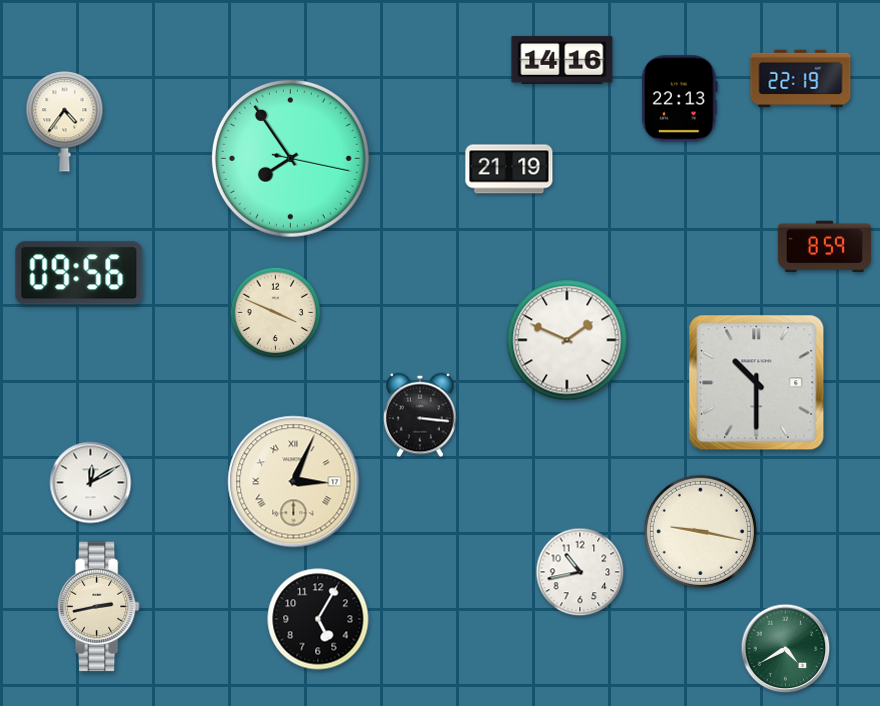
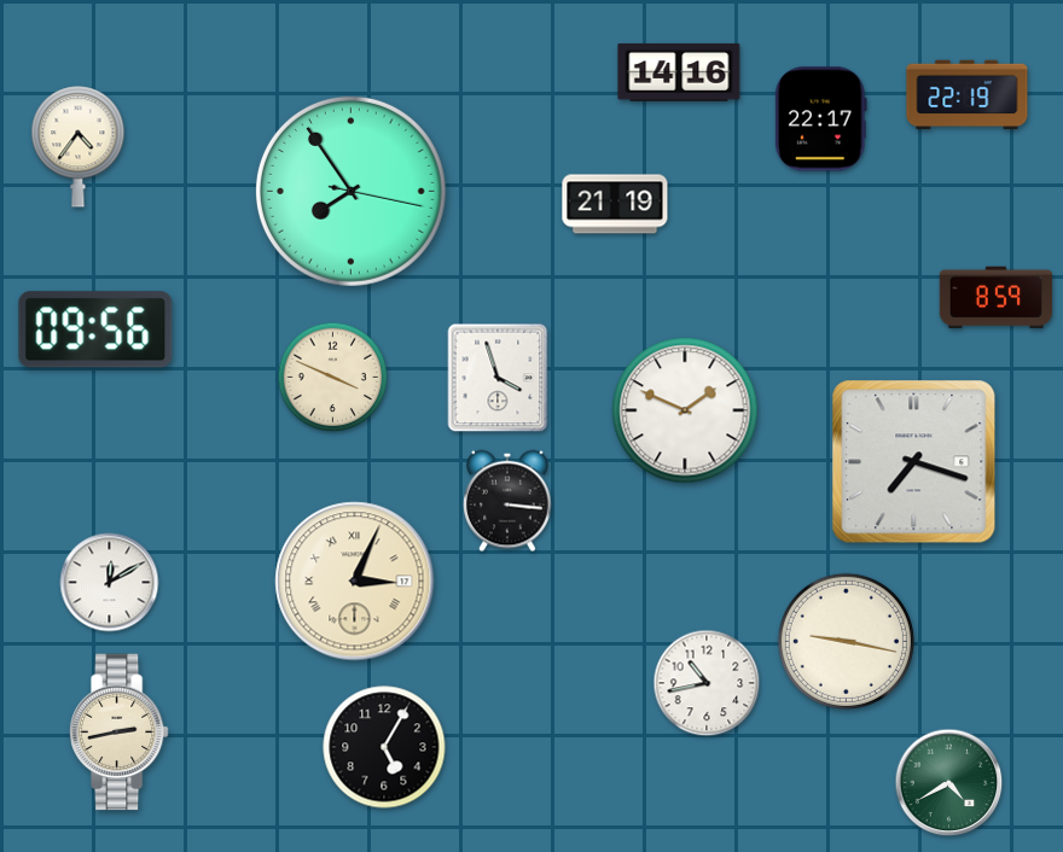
clock at (679, 99): 22:13 -> 22:17
clock at (498, 378): none -> 3:57
clock at (757, 383): 10:30 -> 7:18
clock at (580, 572) position: (580, 572) -> (707, 683)
